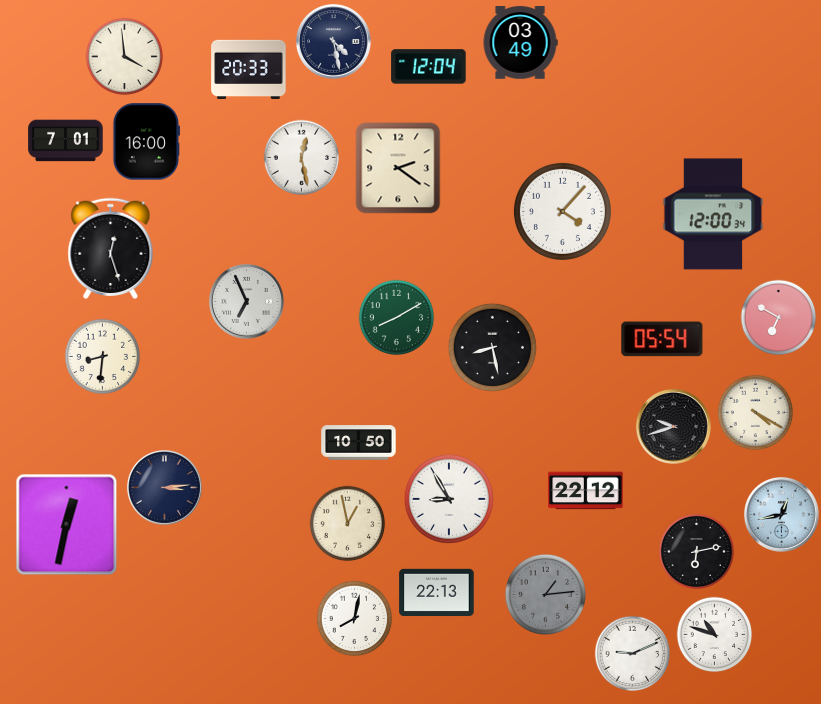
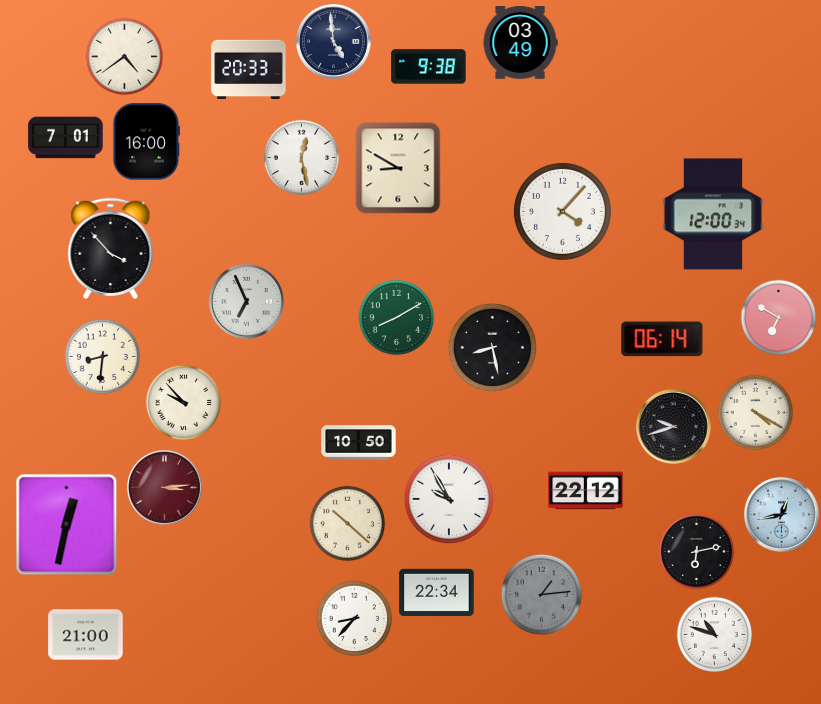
clock at (333, 41): 4:28 -> 4:59
clock at (125, 57): 3:59 -> 4:39
clock at (429, 67): 12:04 -> 9:38
clock at (66, 141) position: (66, 141) -> (66, 138)
clock at (398, 168): 2:21 -> 8:50
clock at (111, 248): 12:27 -> 3:53
clock at (662, 339): 05:54 -> 06:14
clock at (184, 403): none -> 9:53
clock at (164, 487) dial: navy -> burgundy
clock at (449, 499): 8:55 -> 9:55
clock at (348, 524): 12:58 -> 10:22
clock at (437, 593): 22:13 -> 22:34
clock at (545, 594) position: (545, 594) -> (541, 594)
clock at (355, 619): 8:02 -> 8:37
clock at (86, 635): none -> 21:00
clock at (633, 654): 9:11 -> none
